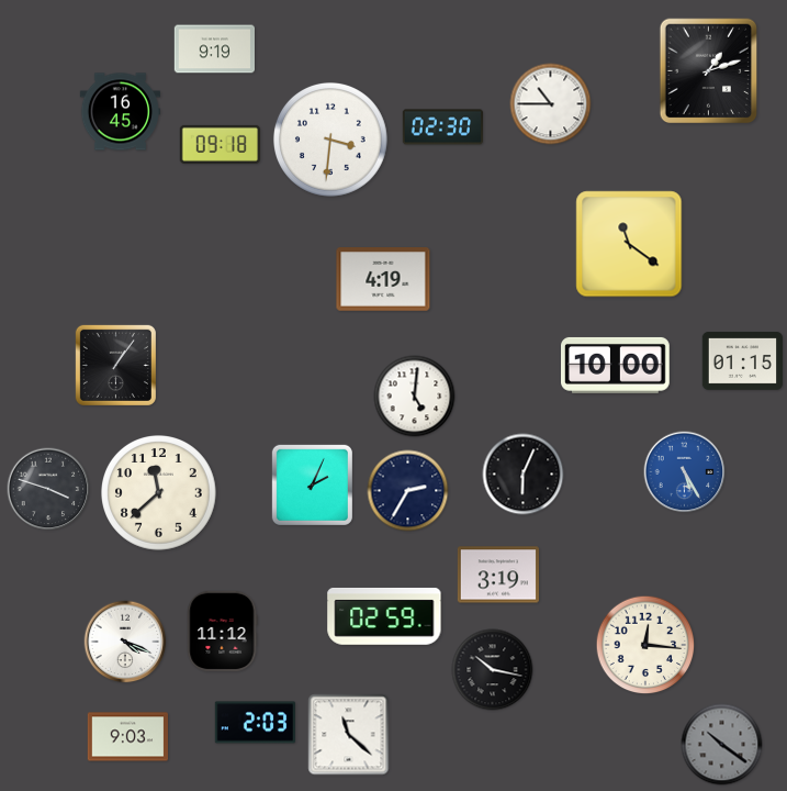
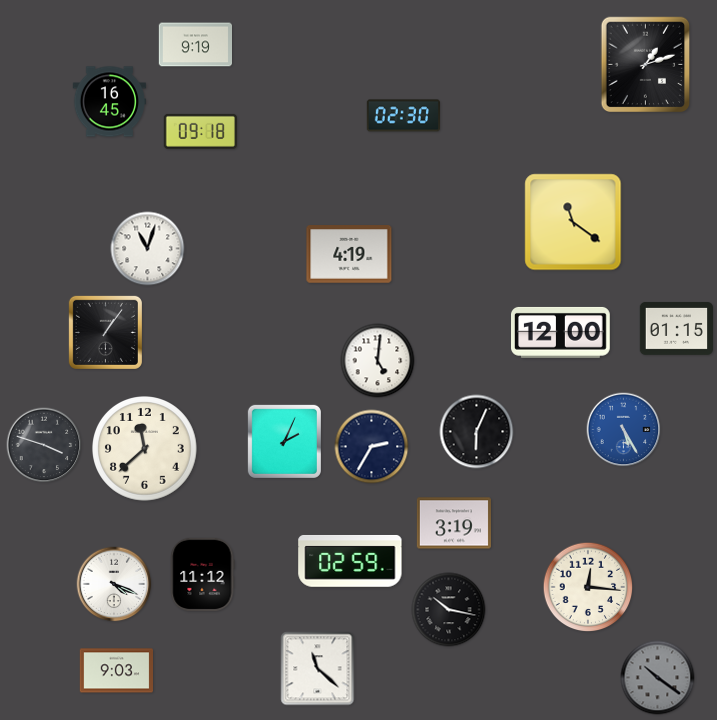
clock at (551, 104): 10:45 -> none
clock at (330, 140): 3:31 -> none
clock at (148, 249): none -> 11:03
clock at (616, 365): 10:00 -> 12:00
clock at (255, 723): 2:03 -> none
